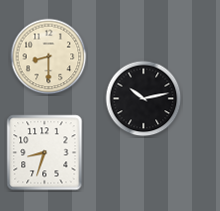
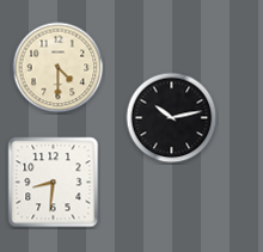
clock at (49, 57): 8:30 -> 4:30
clock at (45, 153): 8:33 -> 8:31
